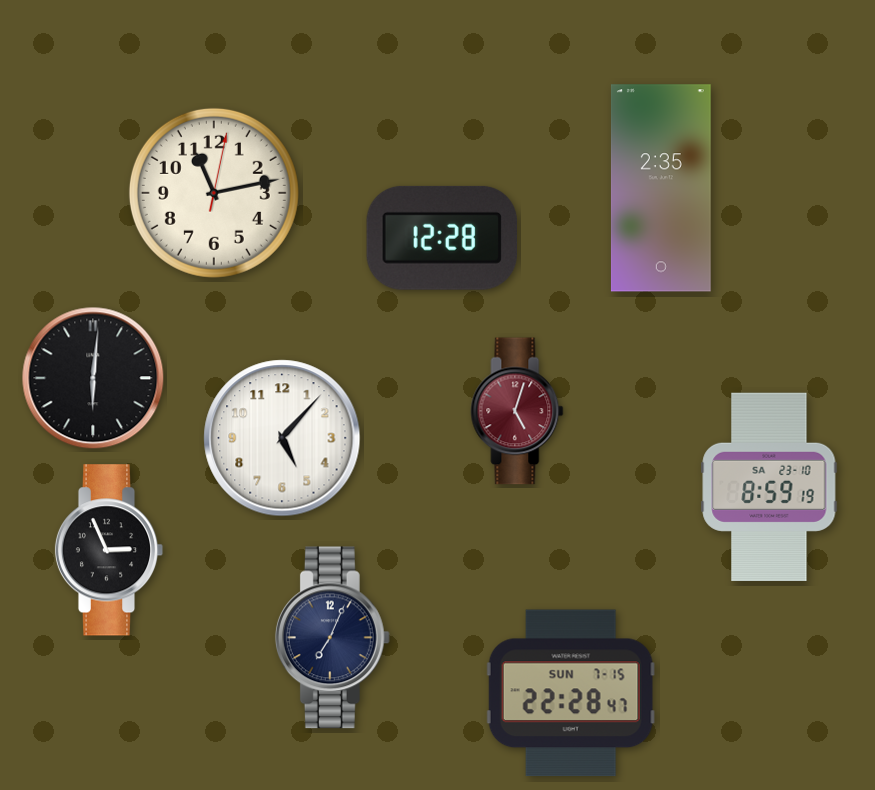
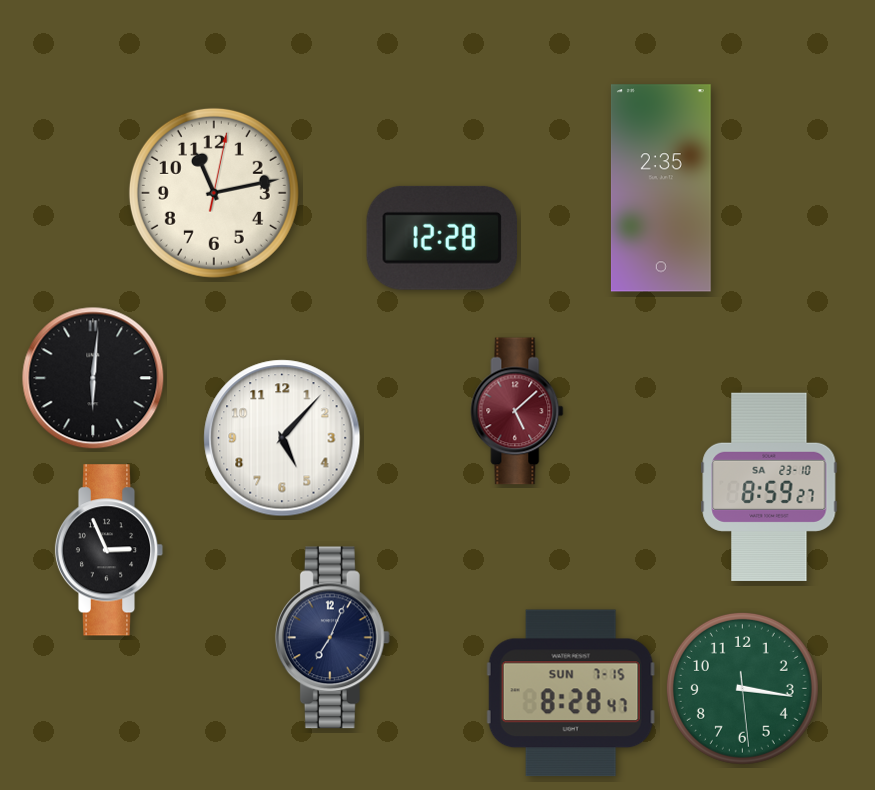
clock at (517, 411): 5:03 -> 5:08
clock at (769, 486): 8:59:19 -> 8:59:27
clock at (742, 688): none -> 3:16
clock at (571, 693): 22:28 -> 8:28
